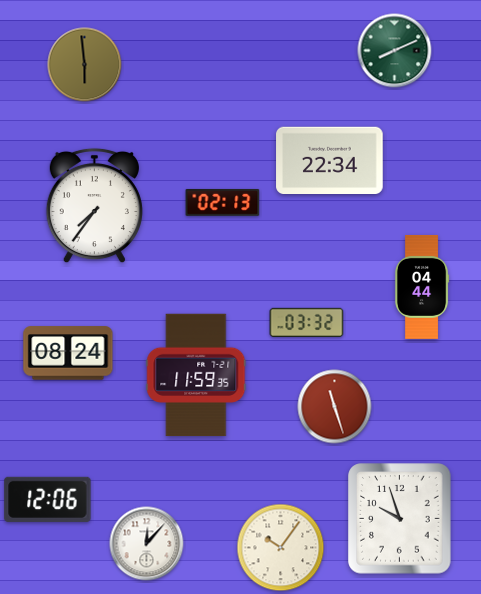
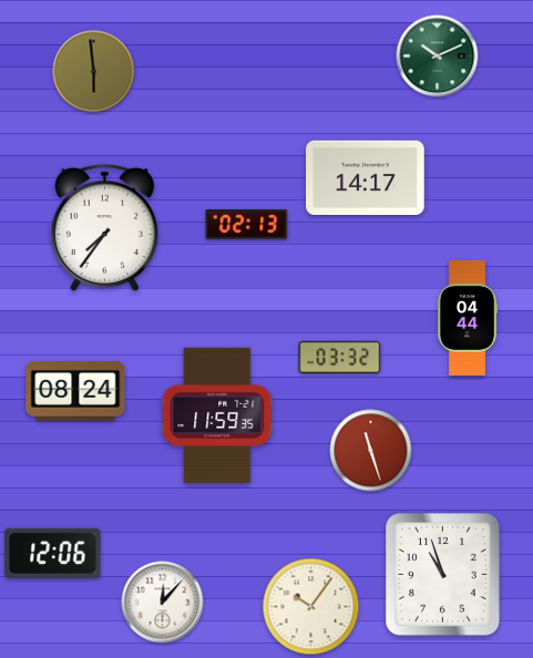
clock at (395, 51): 8:11 -> 10:11
clock at (330, 161): 22:34 -> 14:17
clock at (400, 519): 9:57 -> 10:57
